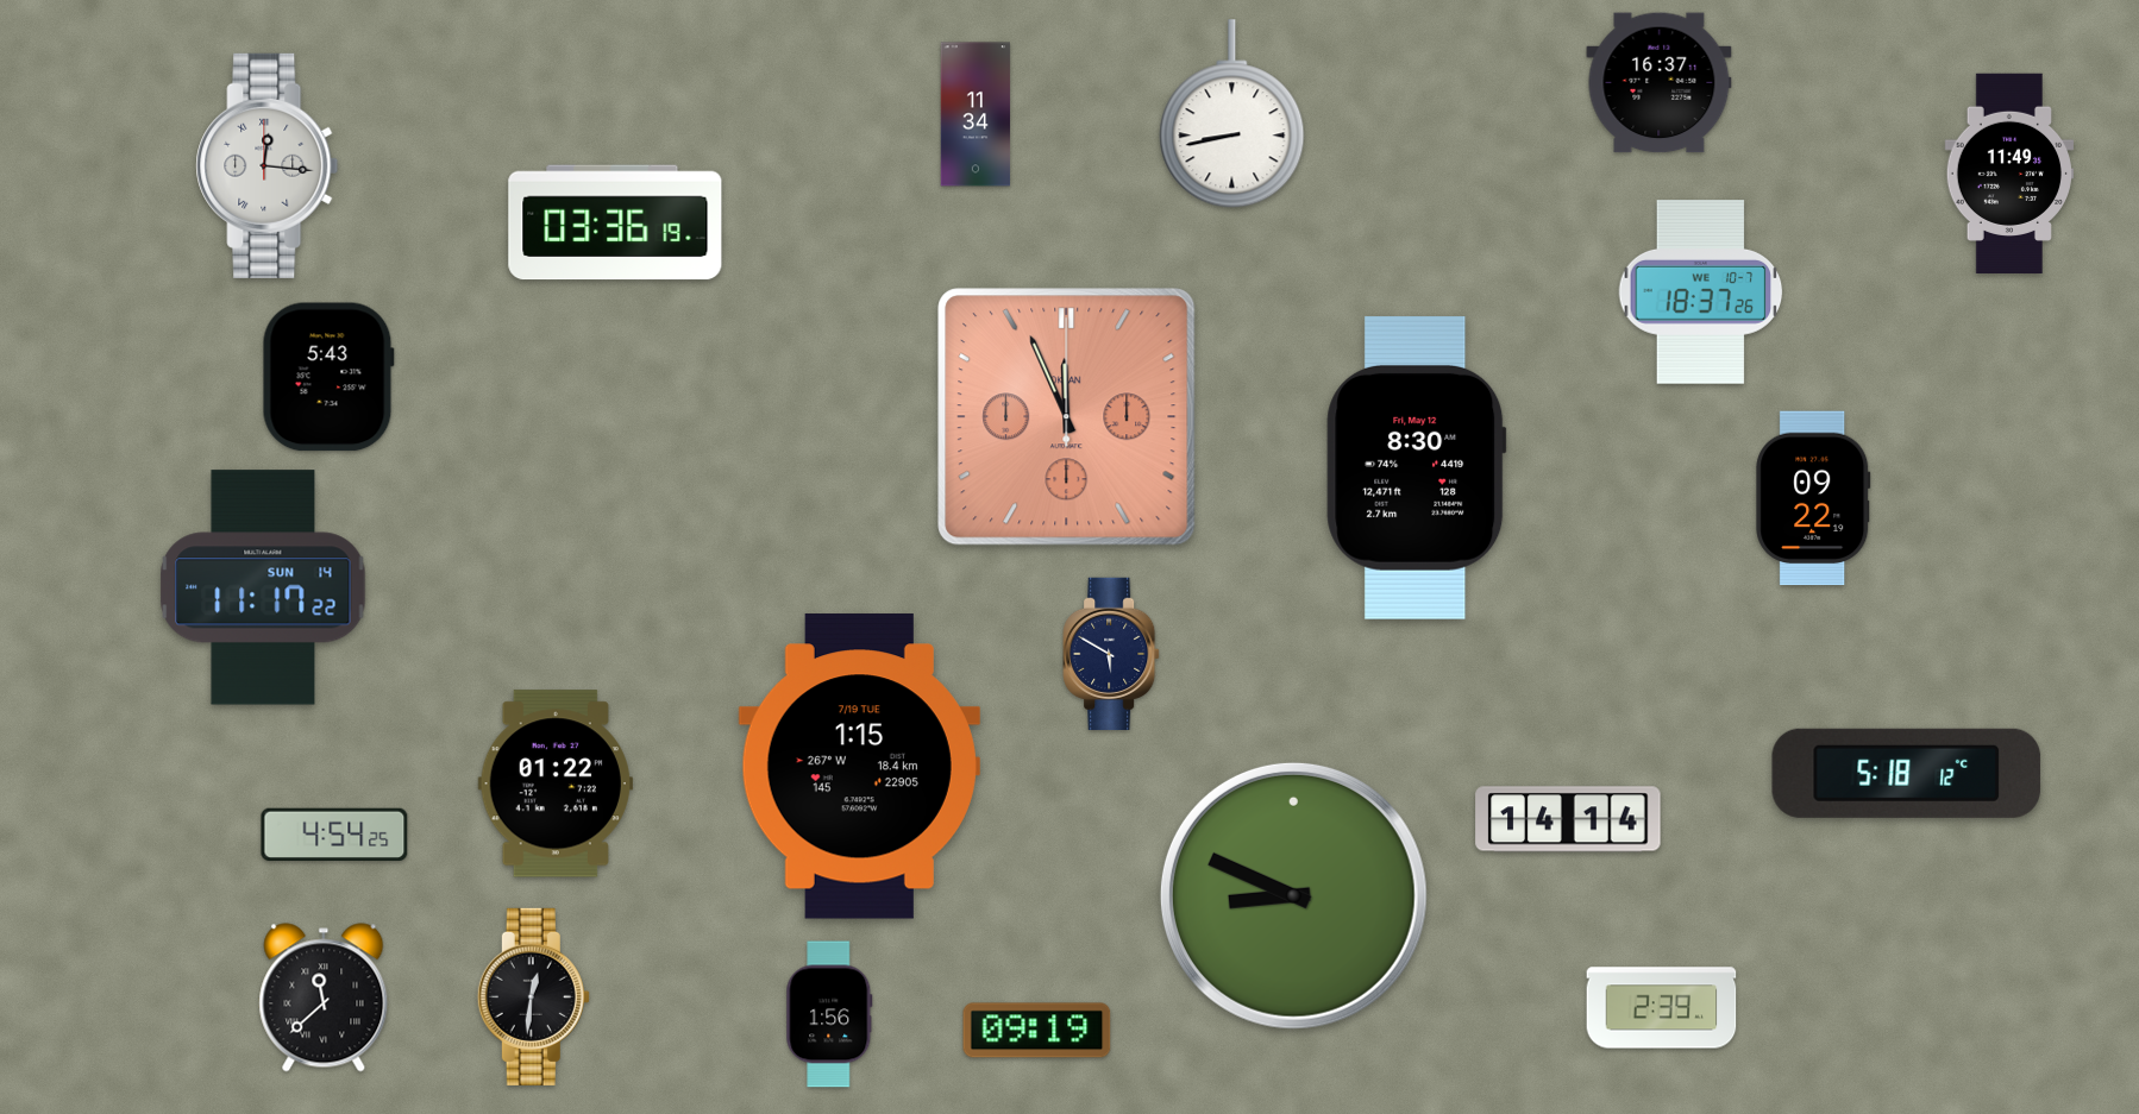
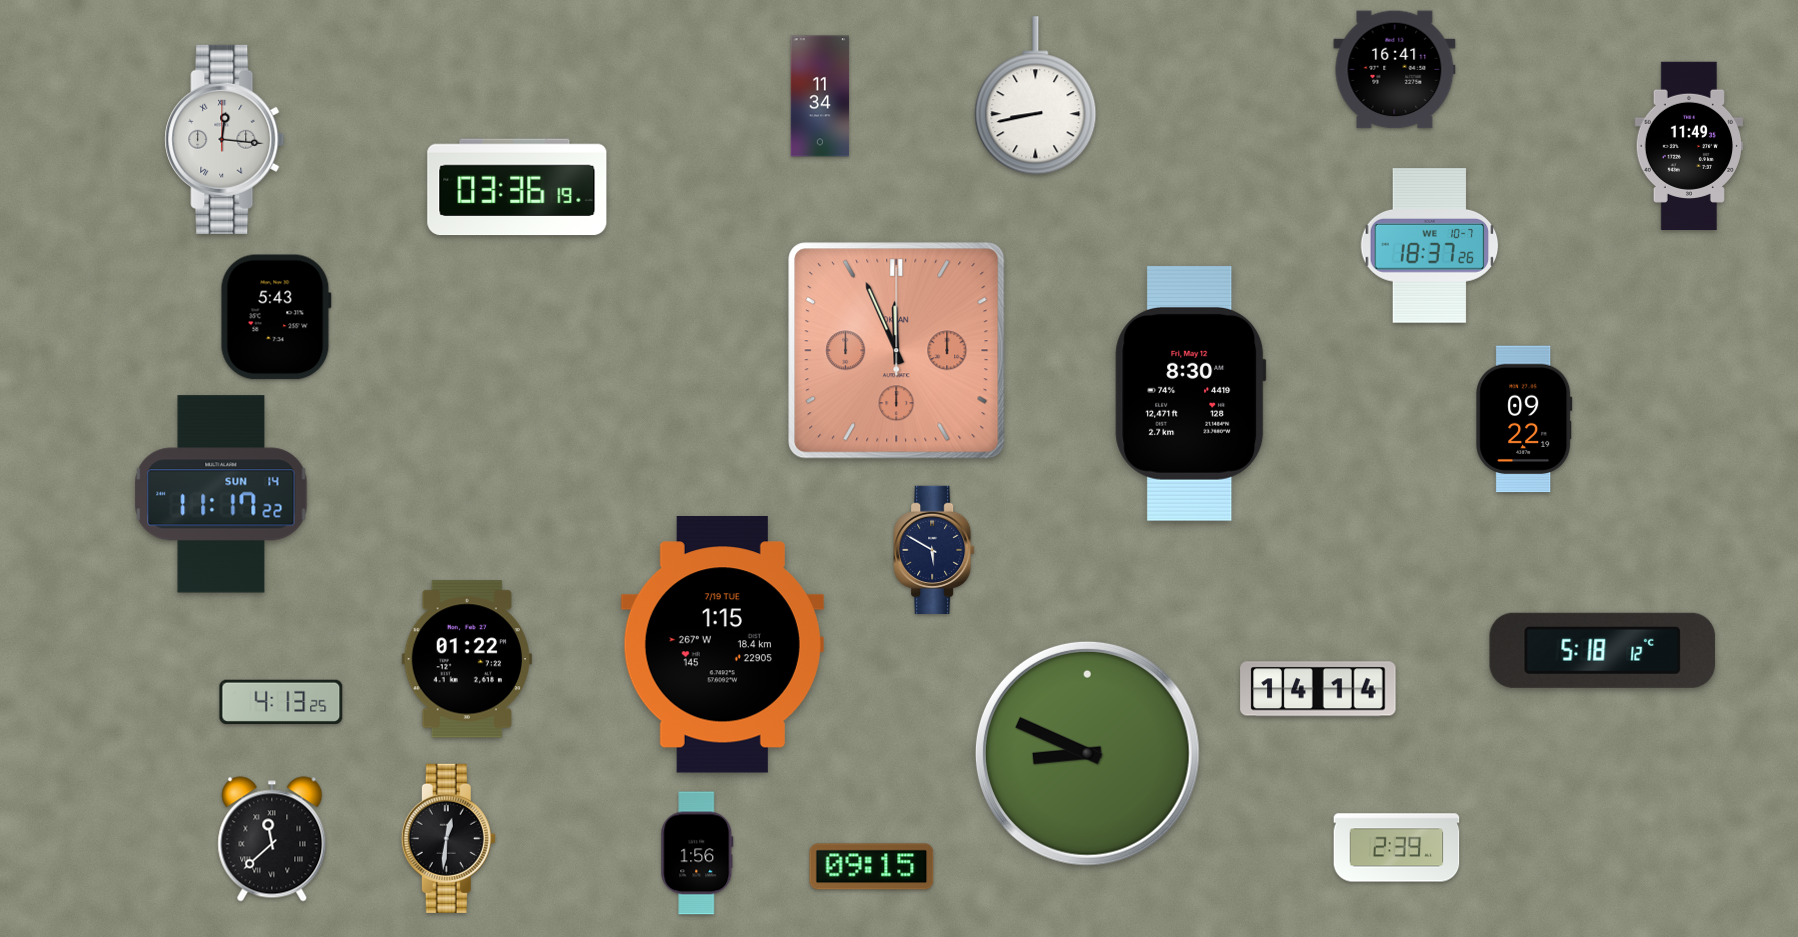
clock at (1660, 83): 16:37 -> 16:41
clock at (334, 833): 4:54 -> 4:13
clock at (1037, 1031): 09:19 -> 09:15
